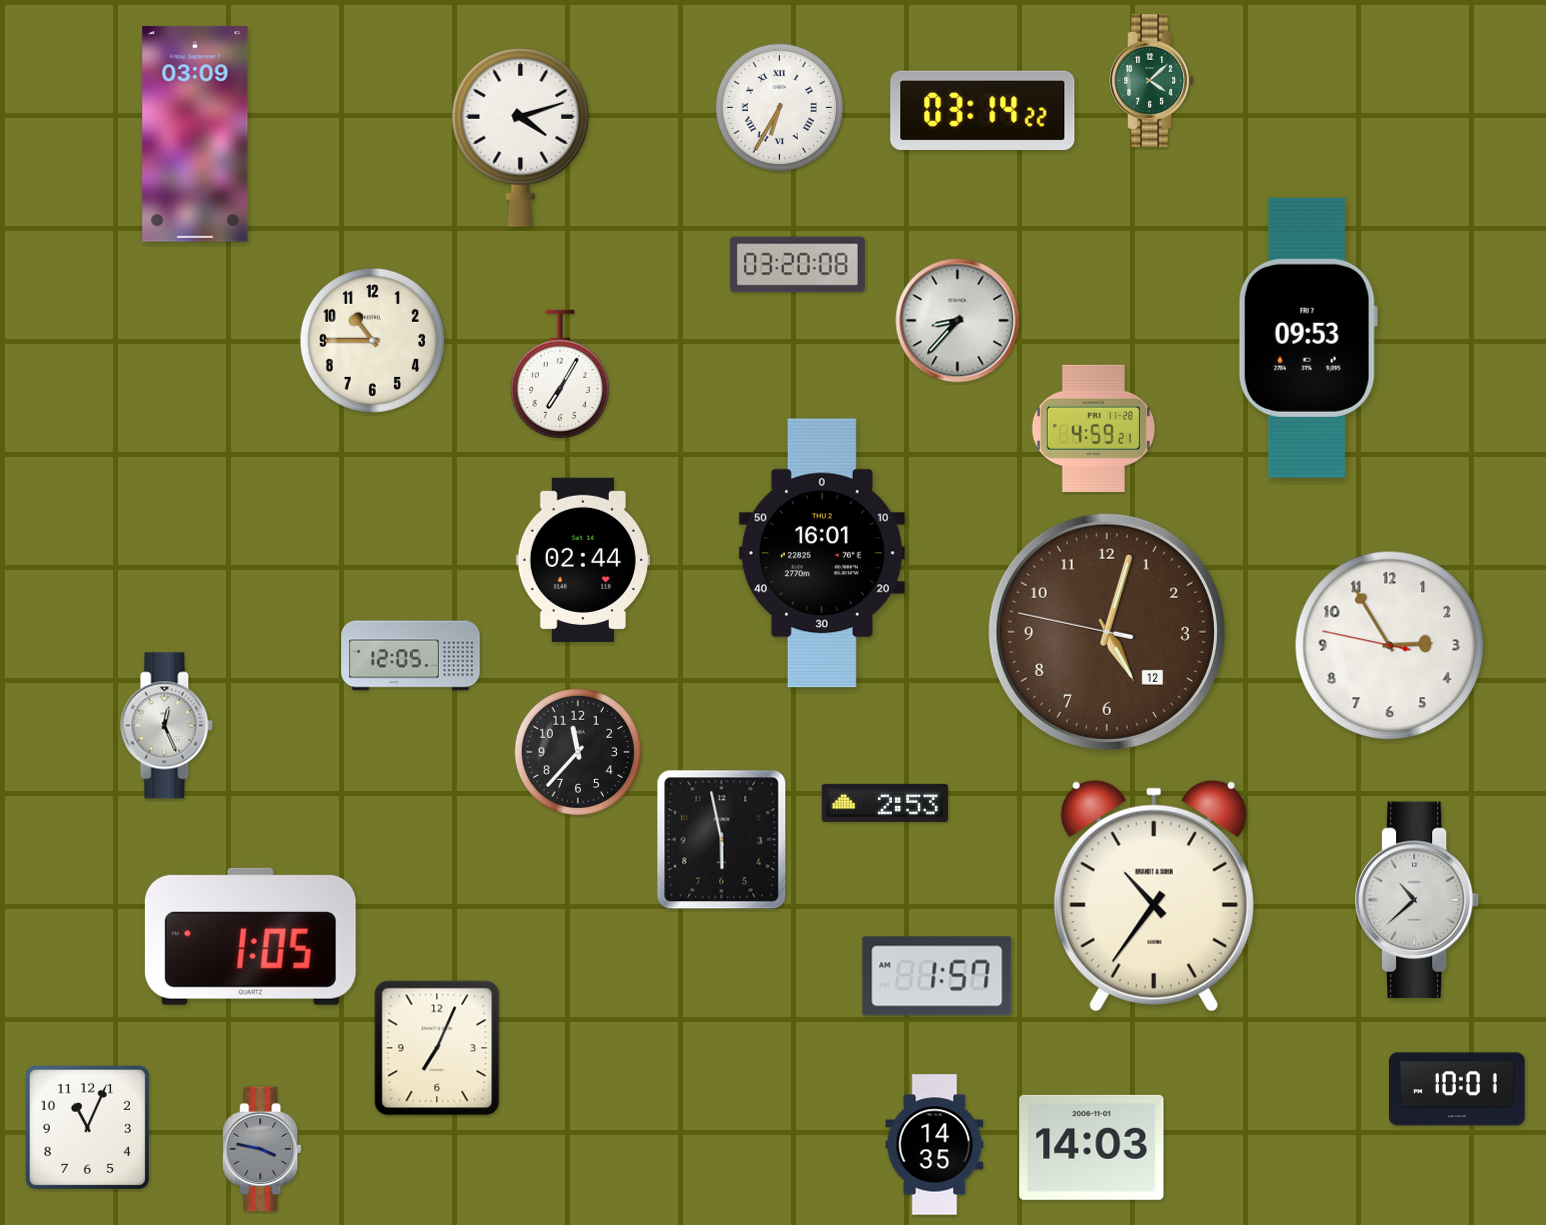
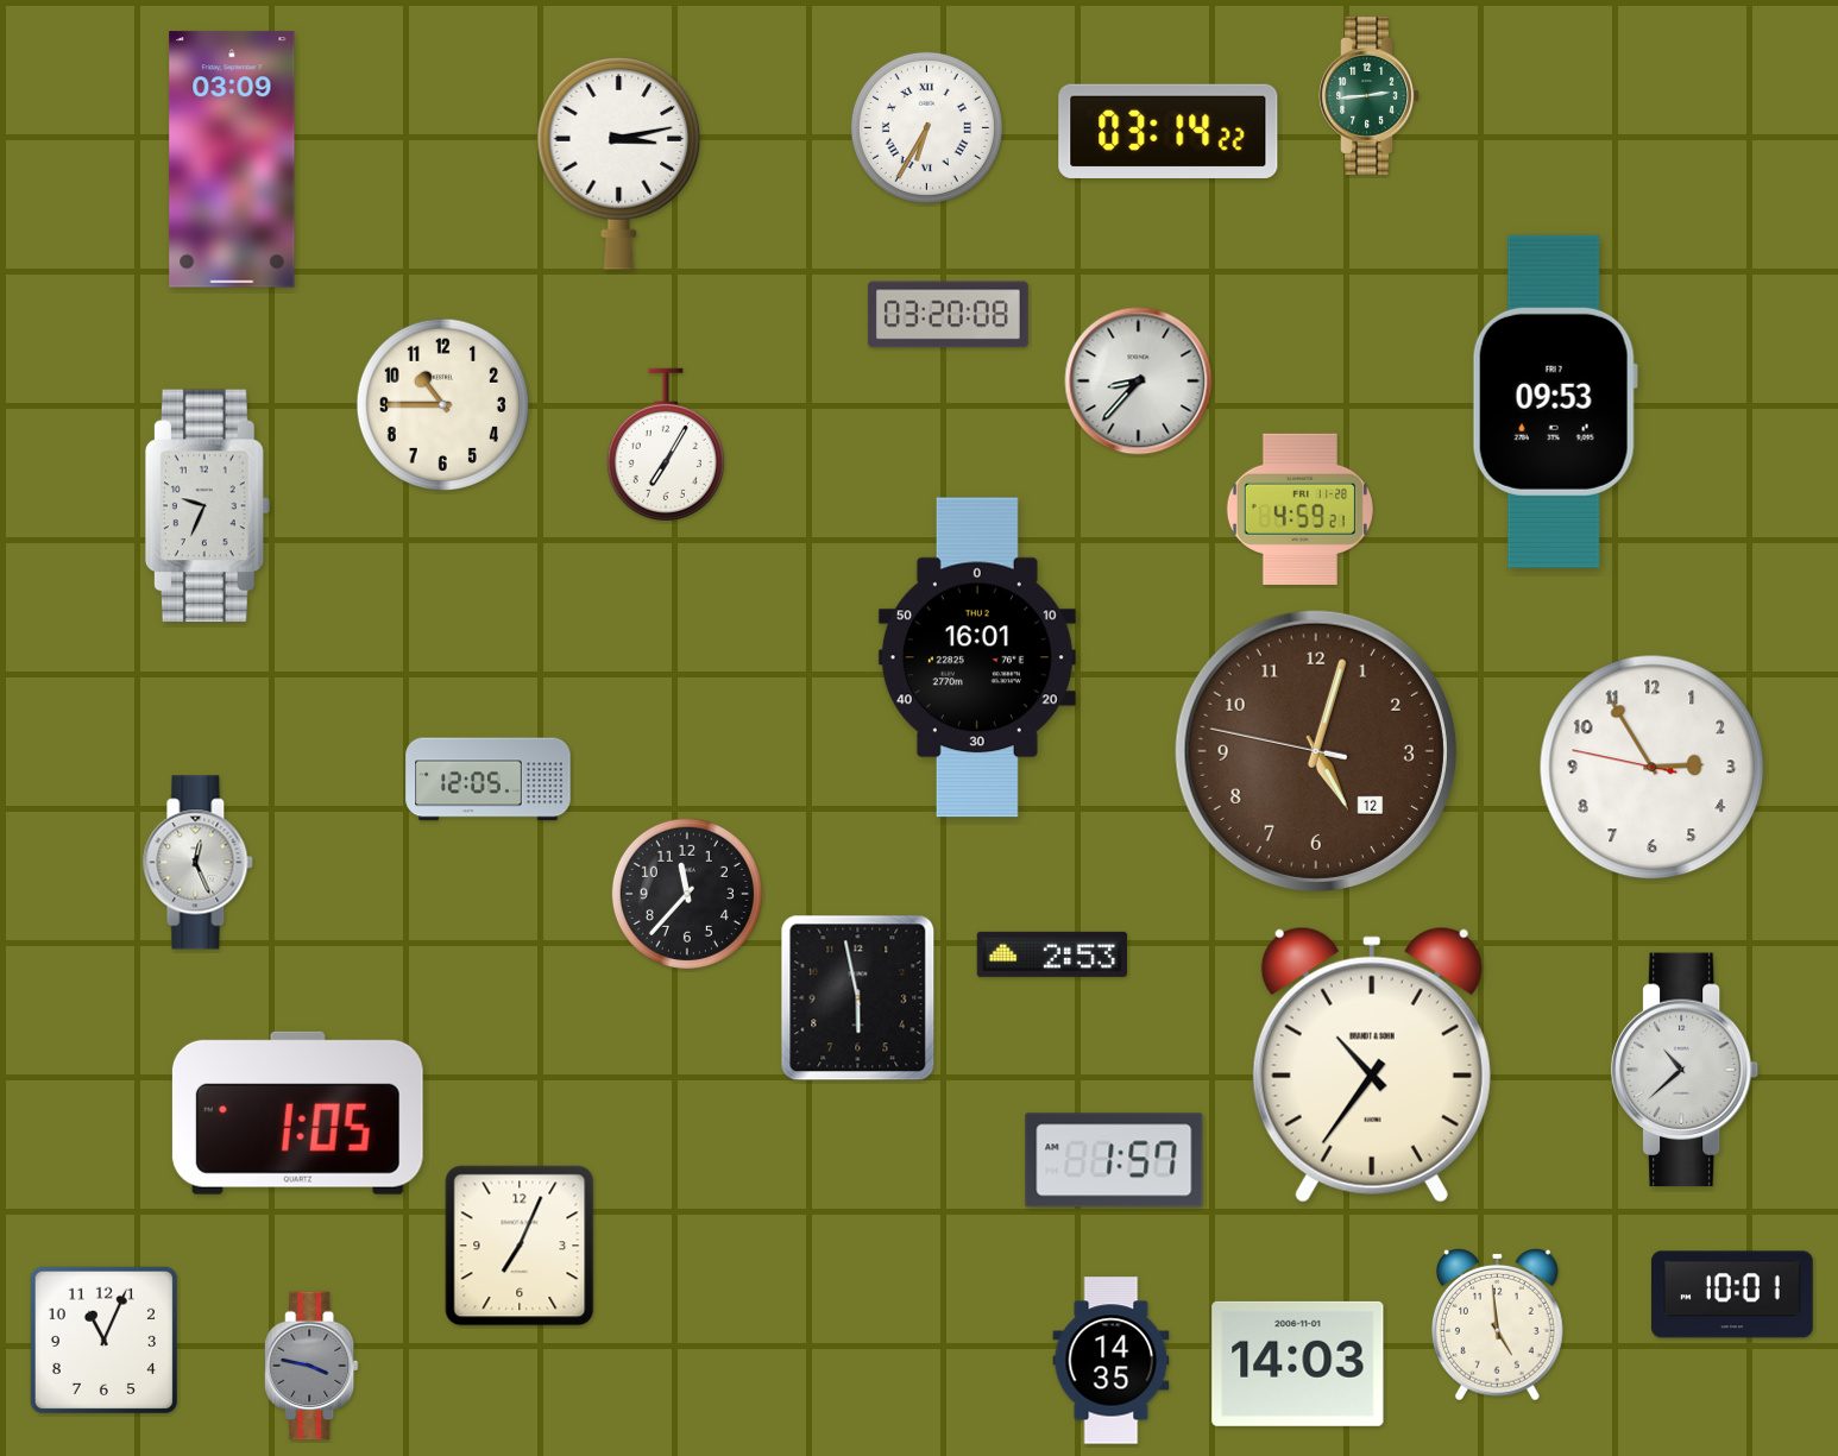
clock at (1151, 80): 4:08 -> 2:44
clock at (521, 137): 4:12 -> 3:13
clock at (207, 506): none -> 9:34
clock at (583, 560): 02:44 -> none
clock at (1498, 1324): none -> 4:59
